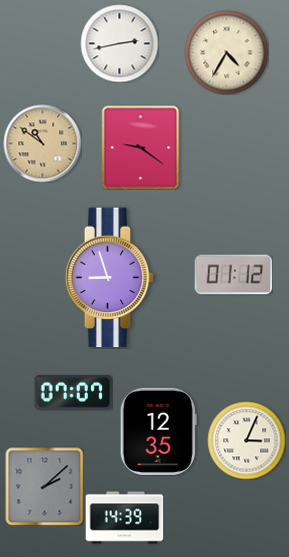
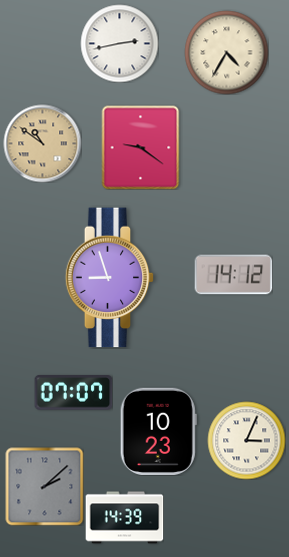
clock at (233, 275): 01:12 -> 14:12
clock at (158, 431): 12:35 -> 10:23
